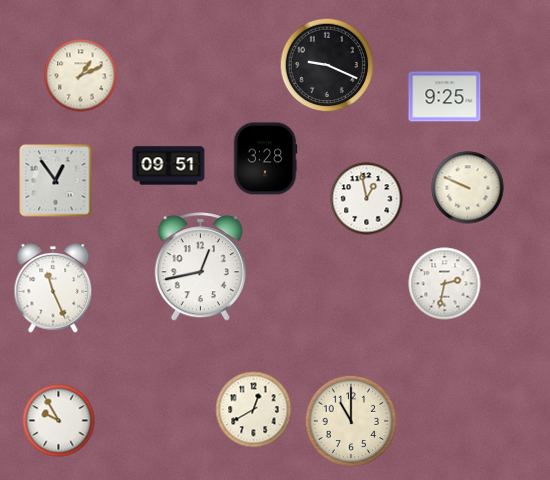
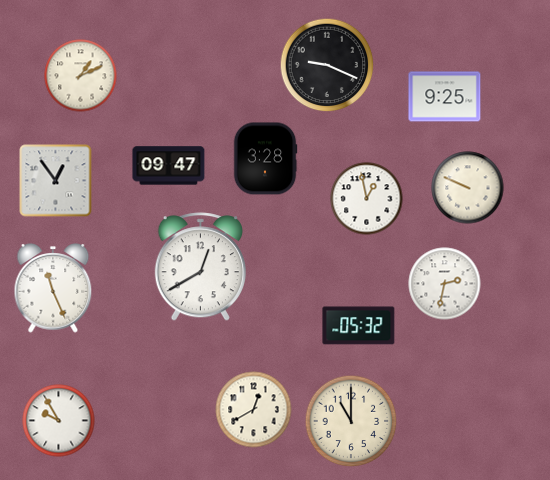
clock at (169, 166): 09:51 -> 09:47
clock at (200, 267): 12:43 -> 12:40
clock at (359, 326): none -> 05:32
